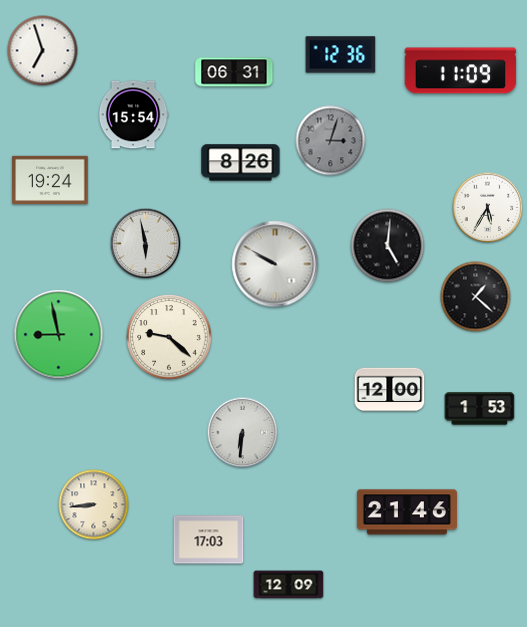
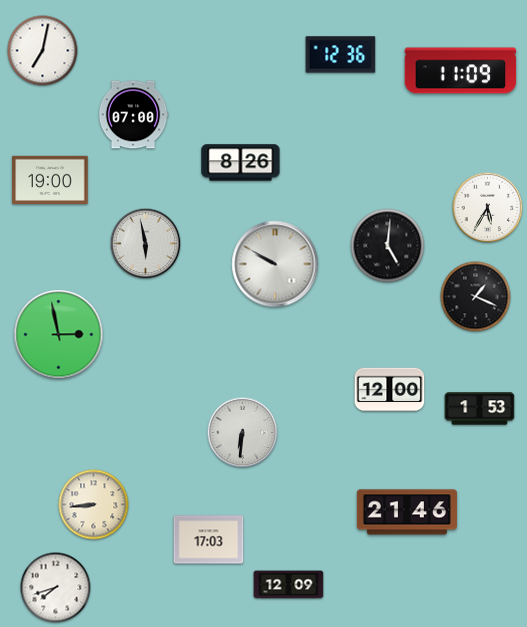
clock at (43, 51): 6:57 -> 7:02
clock at (234, 72): 06:31 -> none
clock at (133, 115): 15:54 -> 07:00
clock at (331, 141): 3:03 -> none
clock at (50, 179): 19:24 -> 19:00
clock at (476, 297): 1:22 -> 1:19
clock at (59, 335): 8:58 -> 2:58
clock at (169, 337): 9:22 -> none
clock at (56, 588): none -> 7:42
